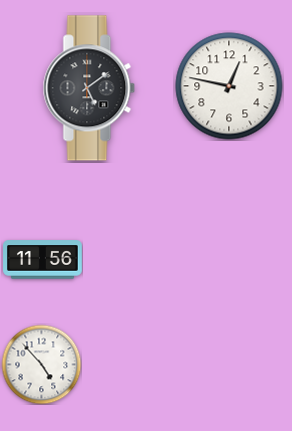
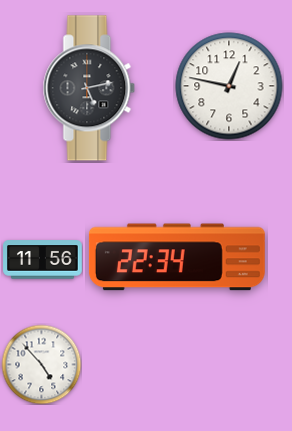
clock at (89, 88): 5:09 -> 5:13
clock at (177, 257): none -> 22:34
